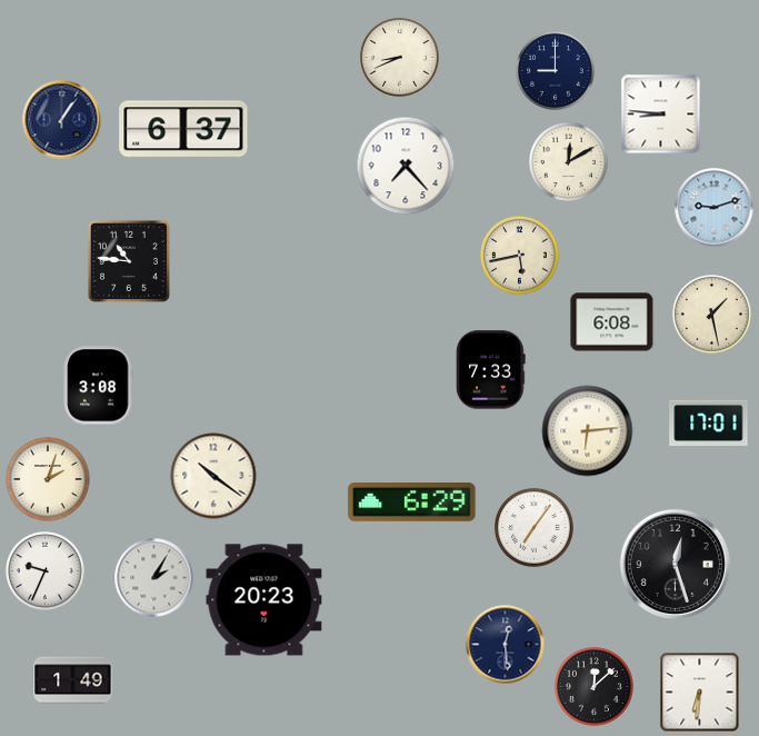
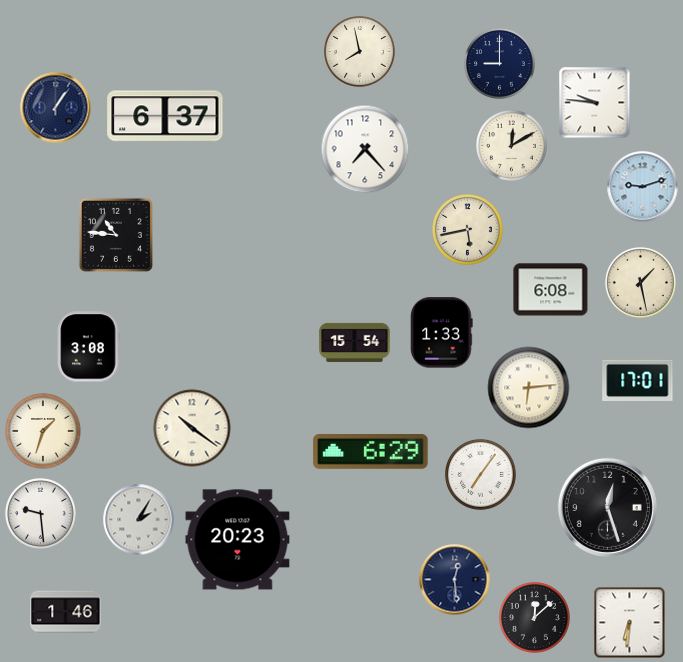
clock at (400, 58): 8:41 -> 7:58
clock at (661, 115): 8:46 -> 9:46
clock at (491, 370): 7:33 -> 1:33
clock at (355, 342): none -> 15:54
clock at (48, 479): 2:03 -> 1:33
clock at (46, 571): 9:34 -> 9:29
clock at (73, 680): 1:49 -> 1:46
